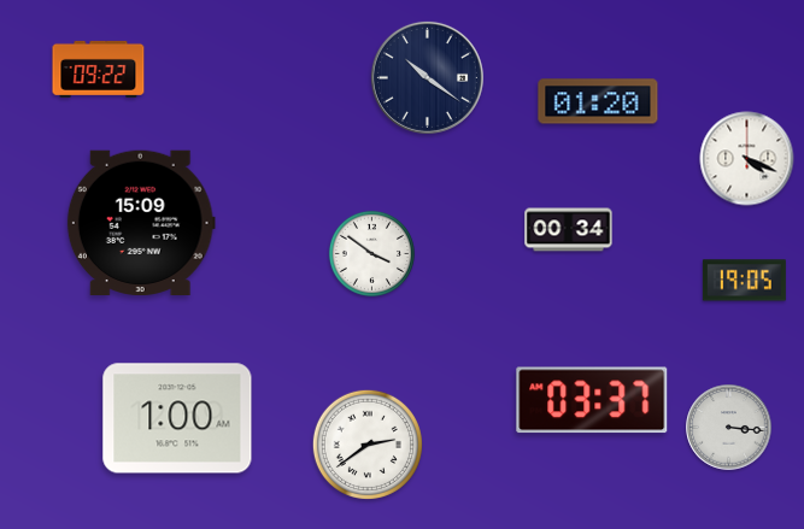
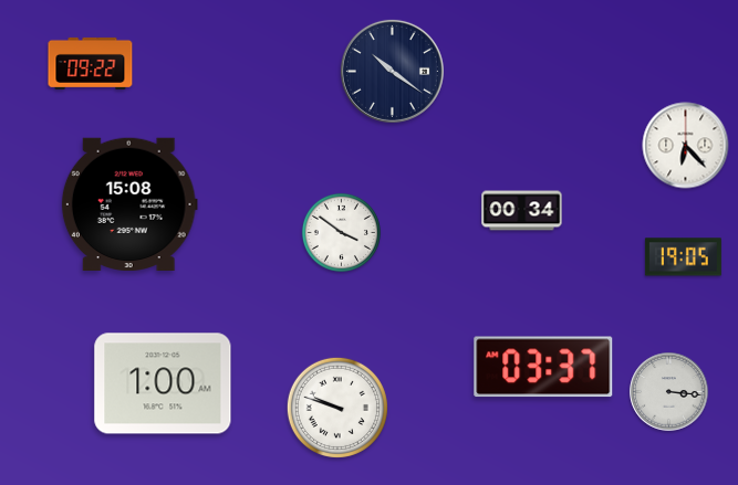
clock at (598, 101): 01:20 -> none
clock at (747, 159): 4:19 -> 6:23
clock at (141, 222): 15:09 -> 15:08
clock at (368, 445): 2:39 -> 9:48
